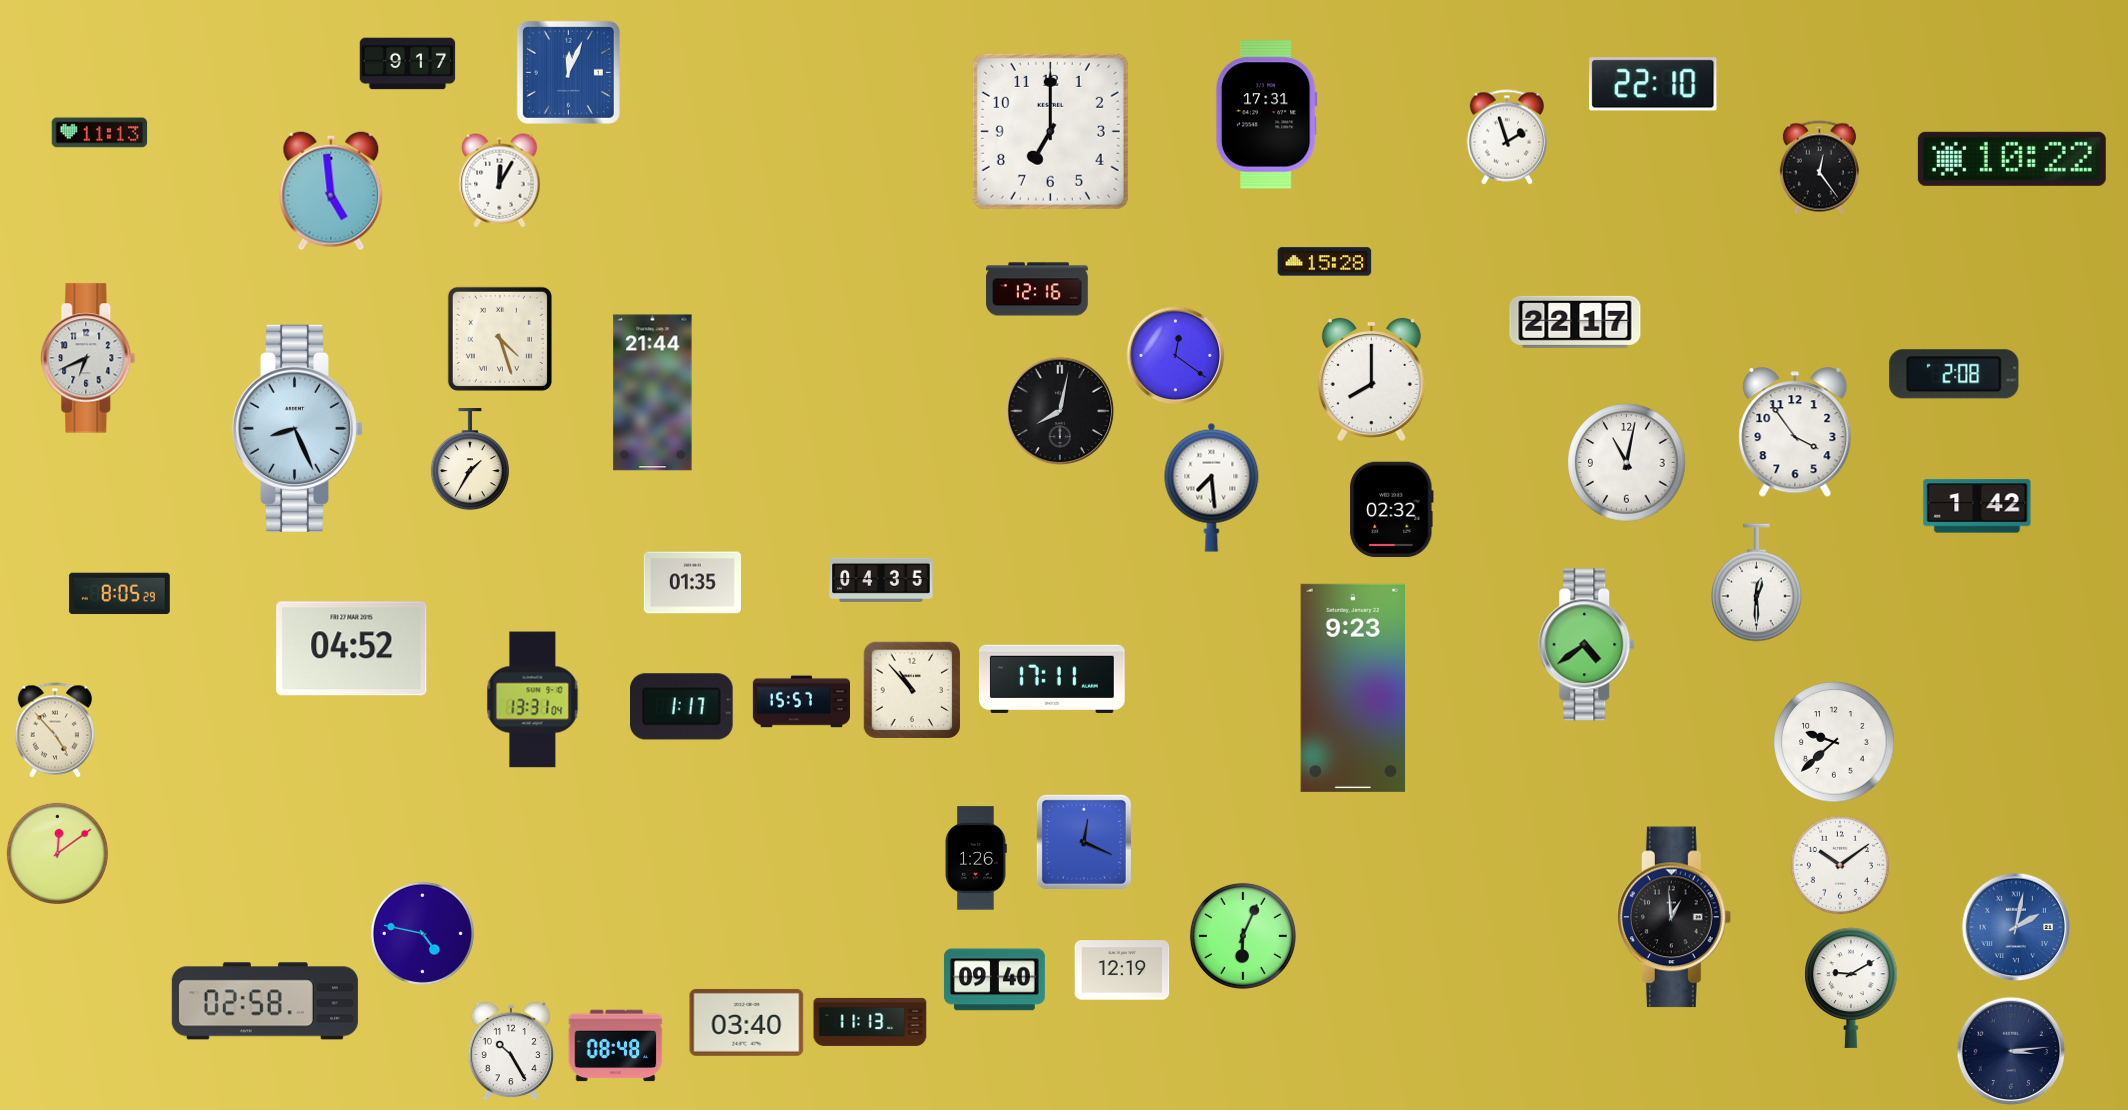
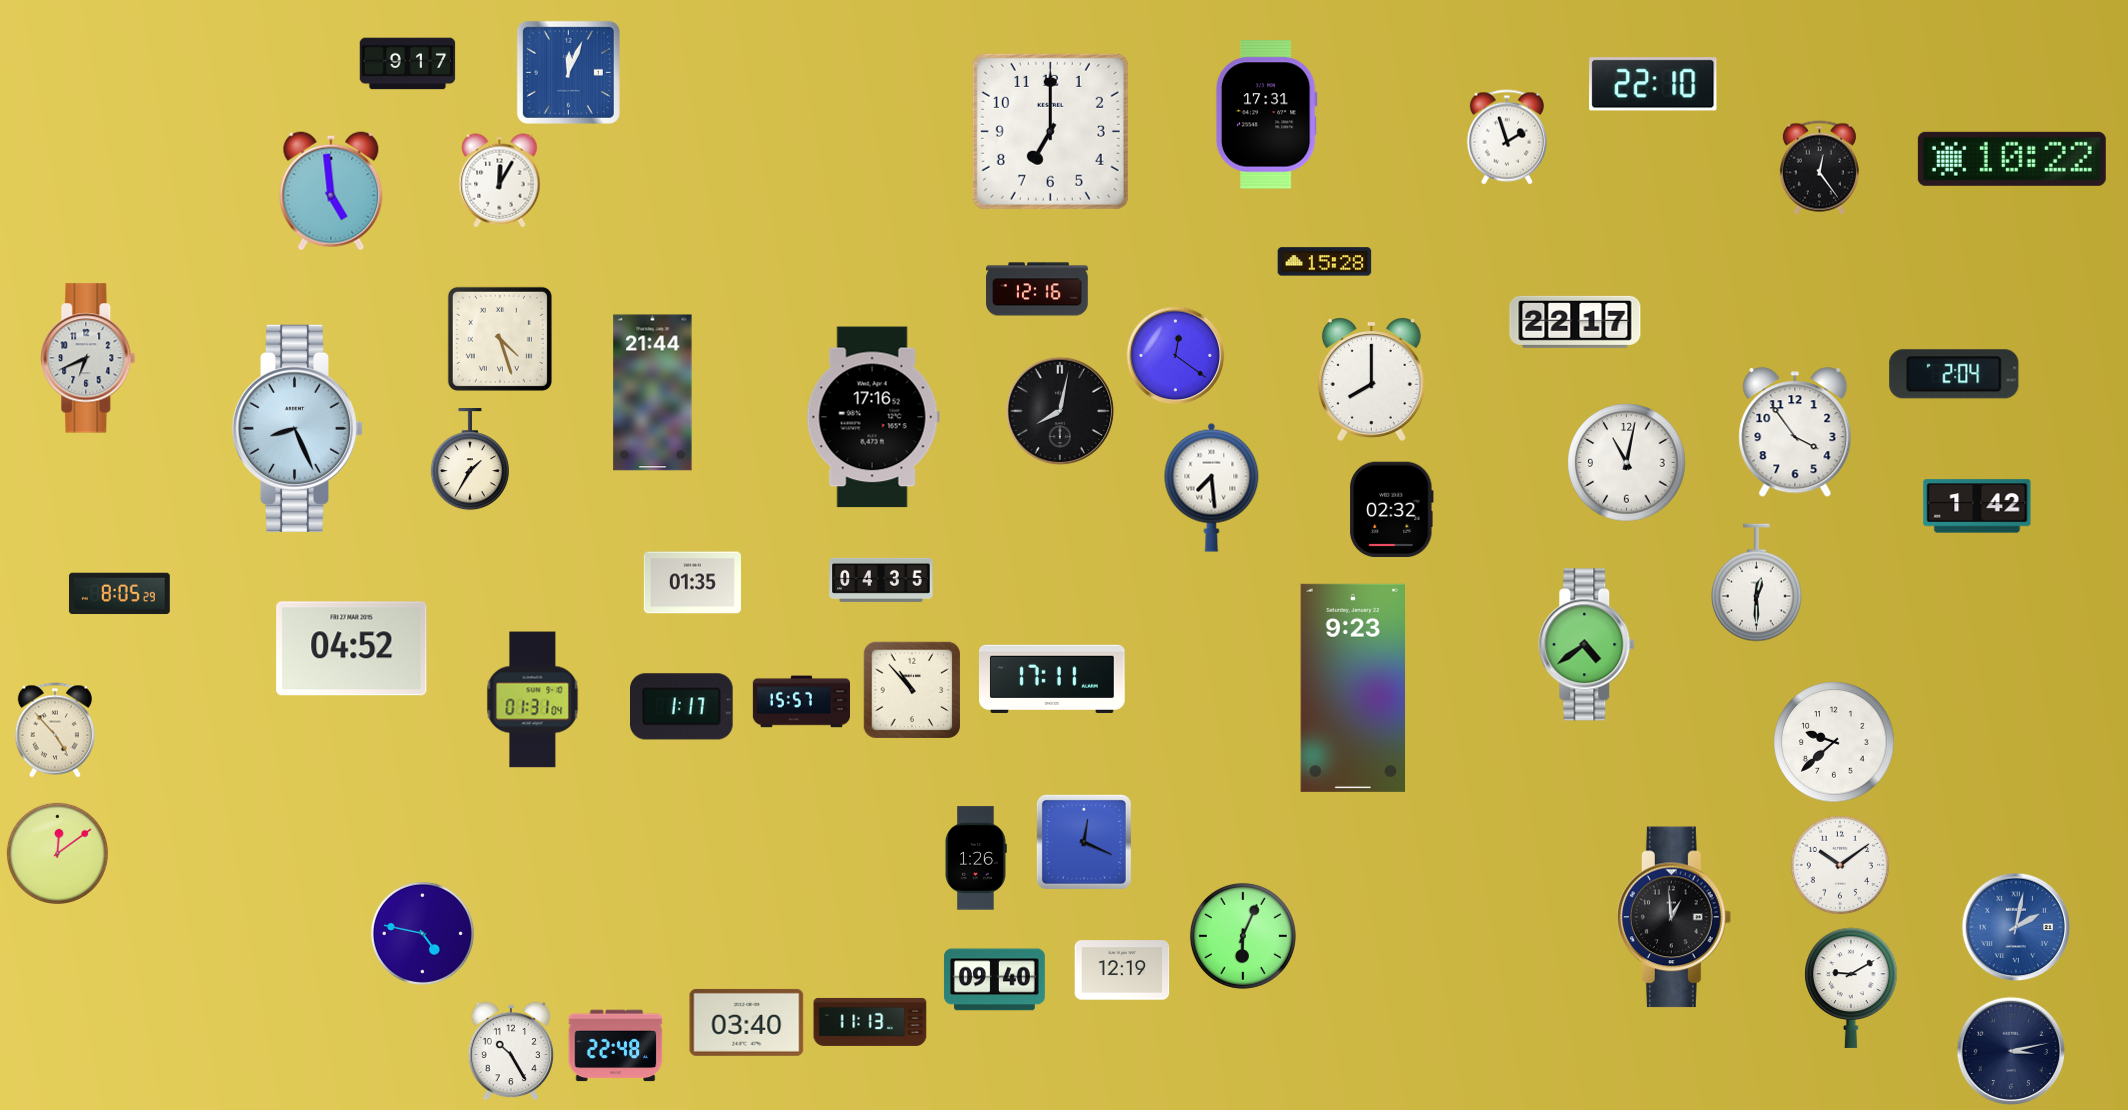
clock at (100, 133): 11:13 -> none
clock at (1954, 374): 2:08 -> 2:04
clock at (873, 417): none -> 17:16
clock at (533, 700): 13:31 -> 01:31
clock at (265, 1001): 02:58 -> none
clock at (616, 1046): 08:48 -> 22:48
clock at (2011, 1051): 3:14 -> 3:13
